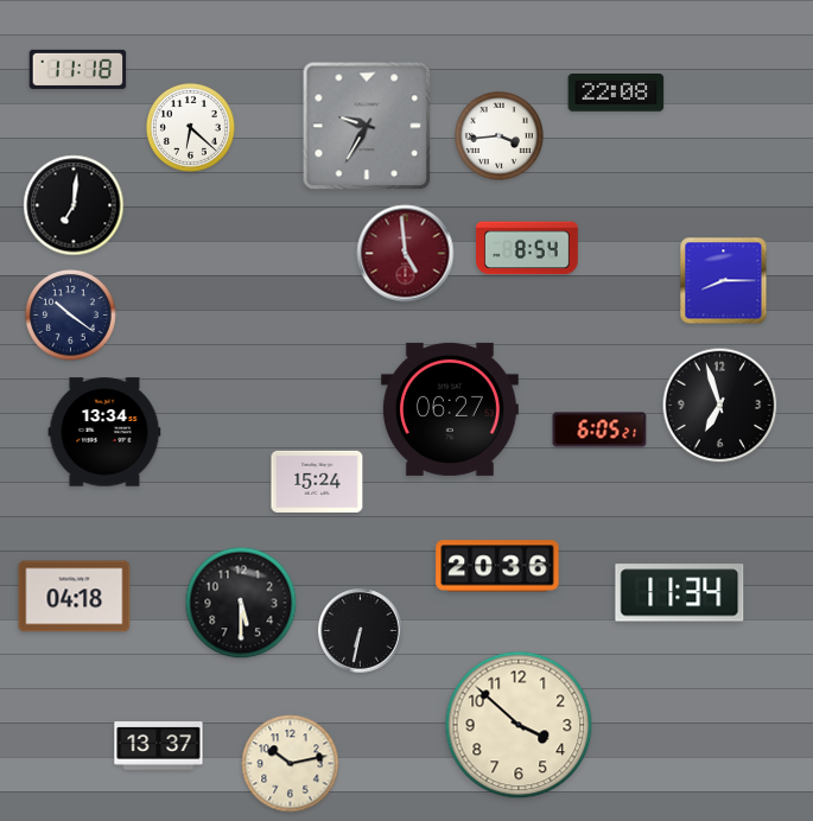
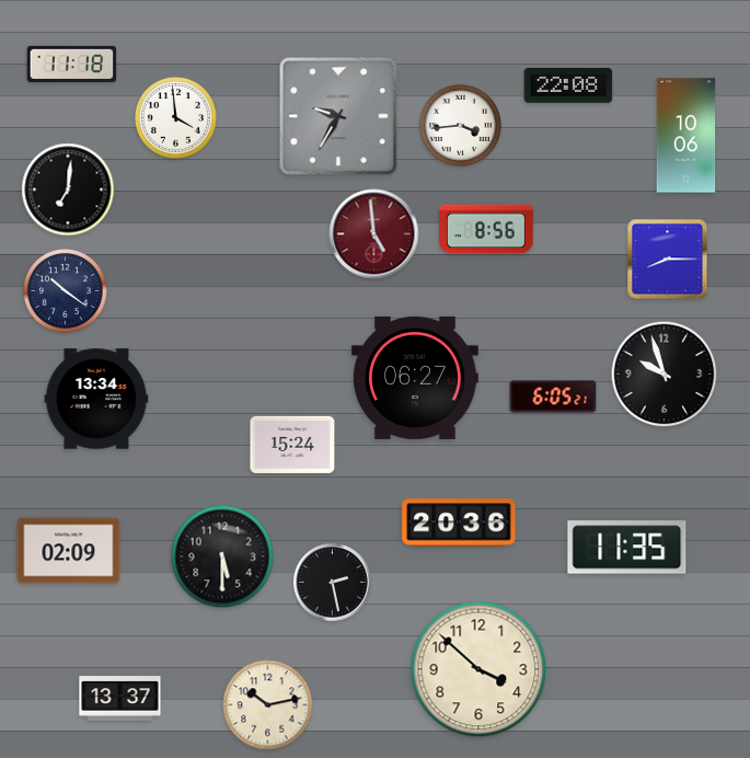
clock at (190, 127): 6:22 -> 3:59
clock at (686, 136): none -> 10:06
clock at (527, 248): 8:54 -> 8:56
clock at (720, 406): 6:57 -> 9:57
clock at (680, 593): 11:34 -> 11:35
clock at (75, 597): 04:18 -> 02:09
clock at (361, 631): 6:32 -> 2:28
clock at (159, 746) position: (159, 746) -> (120, 699)
